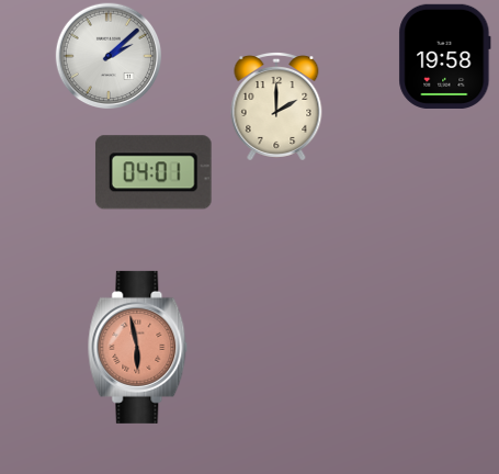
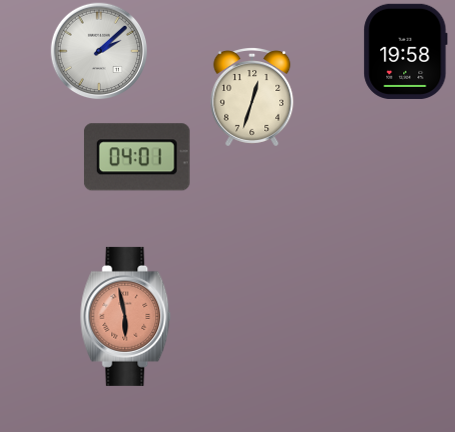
clock at (276, 108): 2:00 -> 12:33
clock at (154, 172) position: (154, 172) -> (137, 157)
